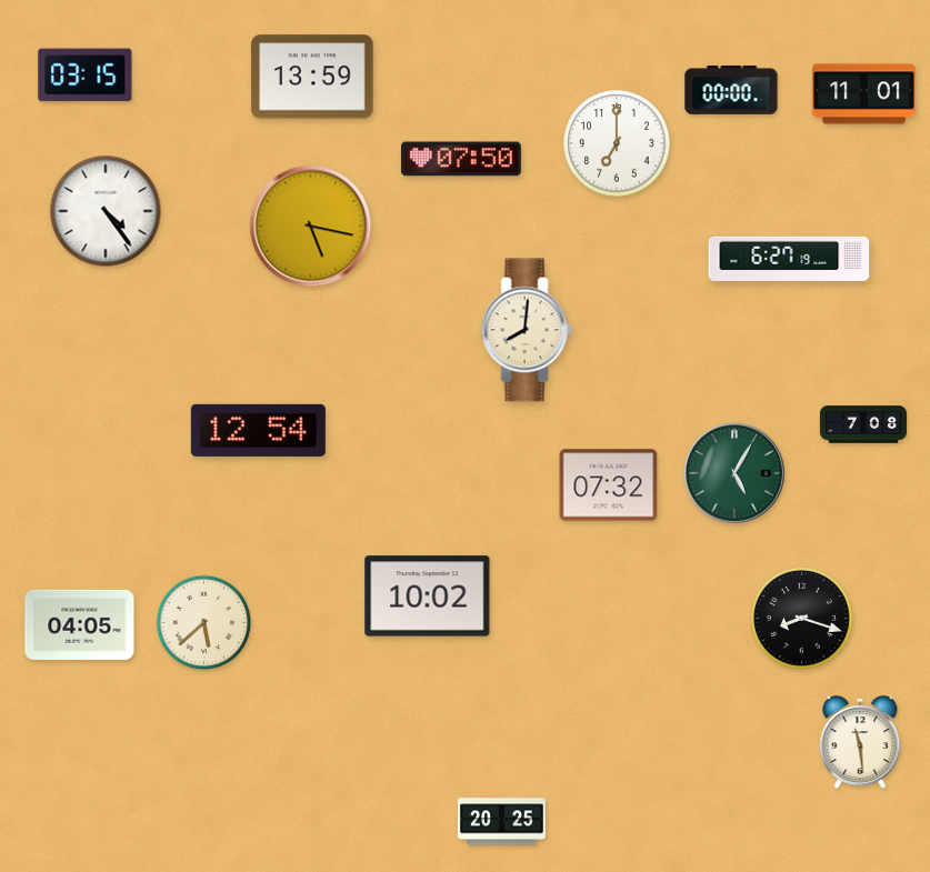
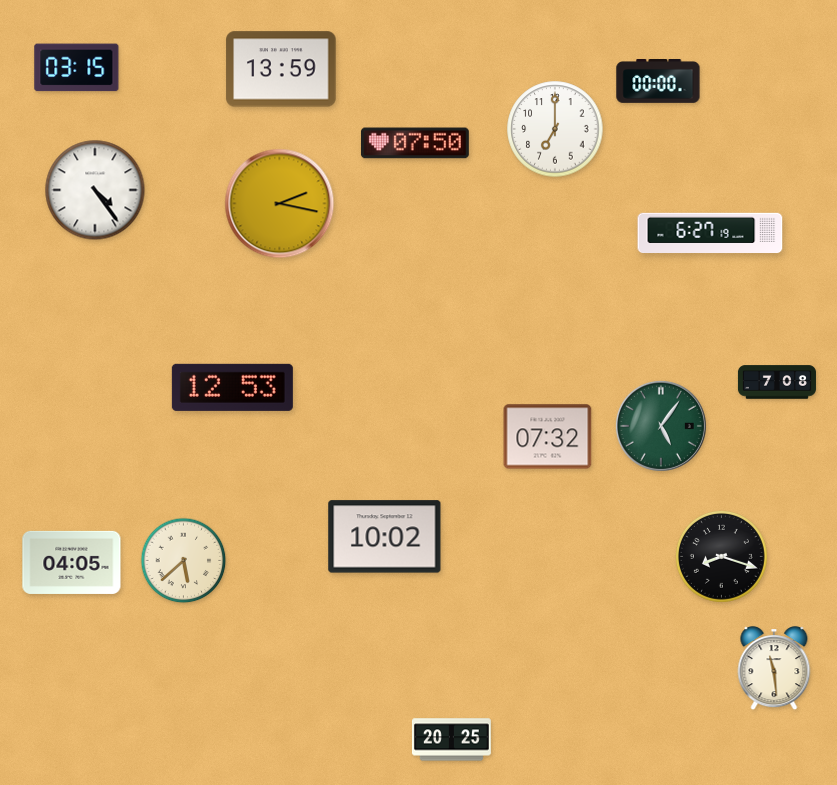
clock at (863, 94): 11:01 -> none
clock at (311, 227): 5:17 -> 2:17
clock at (527, 330): 8:01 -> none
clock at (258, 430): 12:54 -> 12:53
clock at (734, 473): 5:05 -> 5:06
